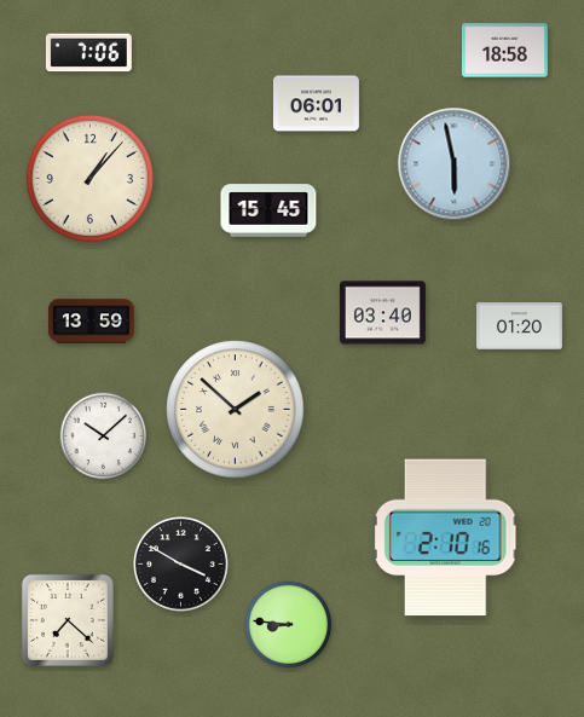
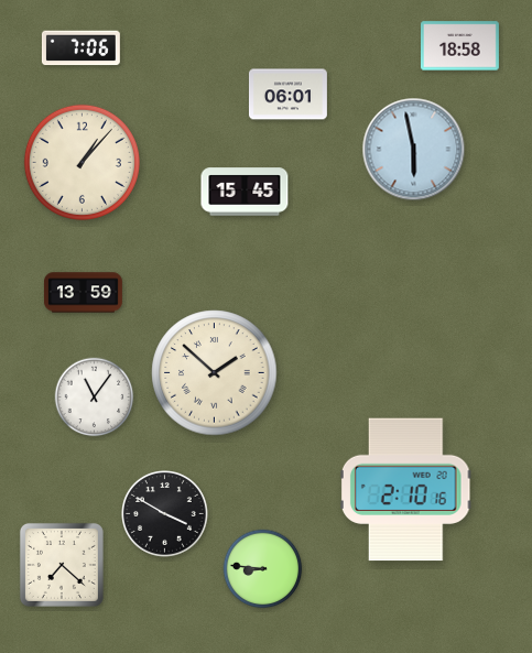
clock at (382, 313): 03:40 -> none
clock at (519, 326): 01:20 -> none
clock at (104, 436): 10:08 -> 11:06
